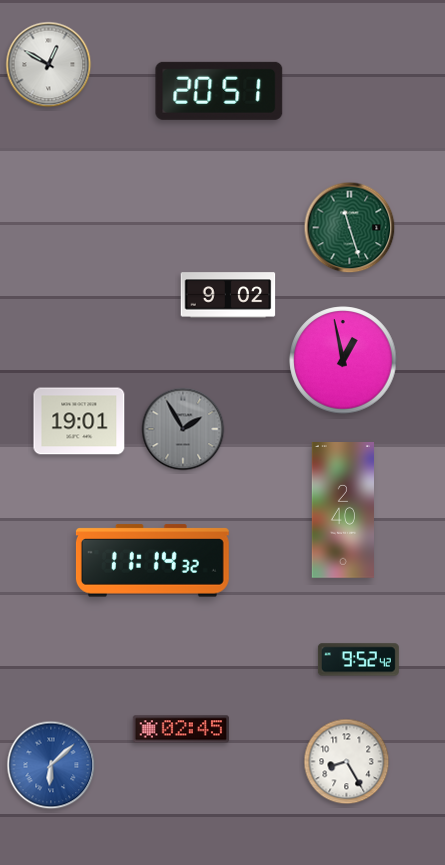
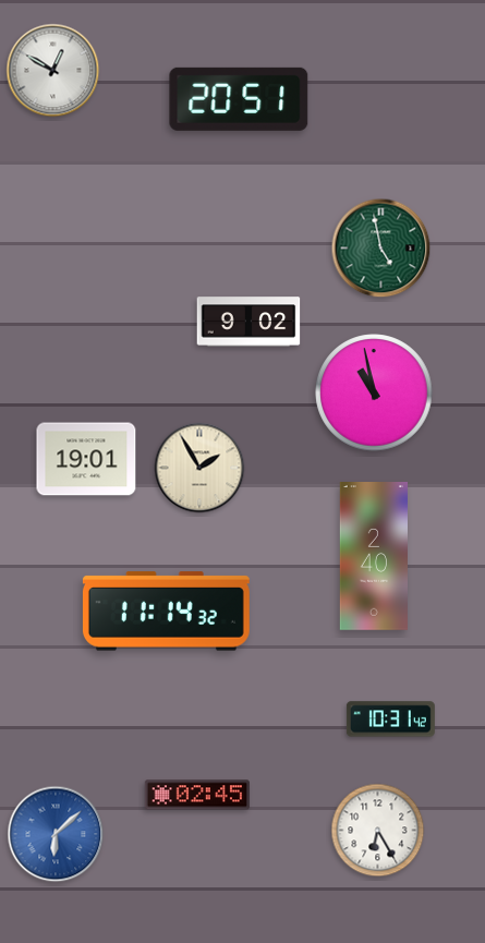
clock at (350, 228): 11:27 -> 4:58
clock at (343, 360): 12:58 -> 10:58
clock at (183, 429) dial: grey -> cream
clock at (358, 660): 9:52 -> 10:31
clock at (347, 762): 8:25 -> 6:25
